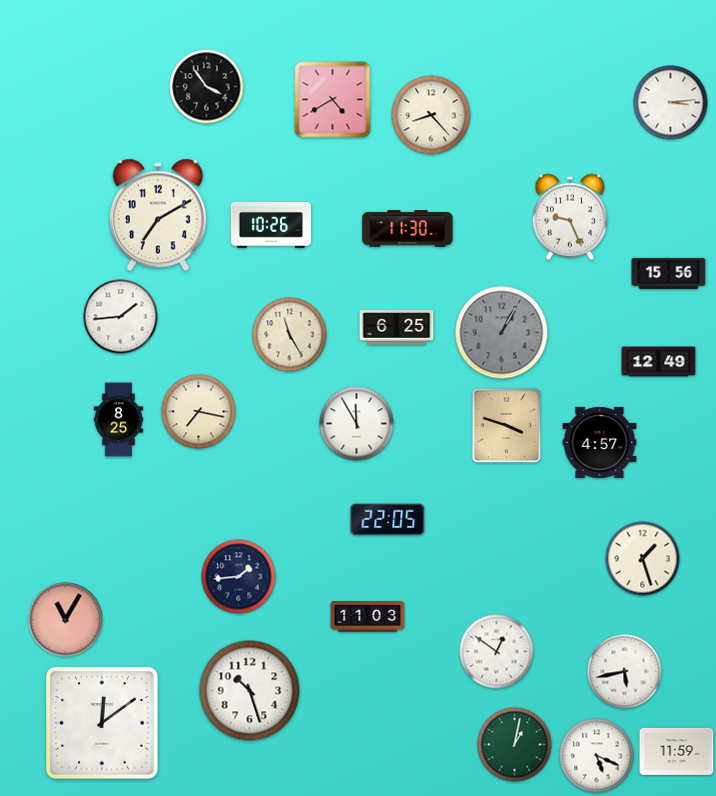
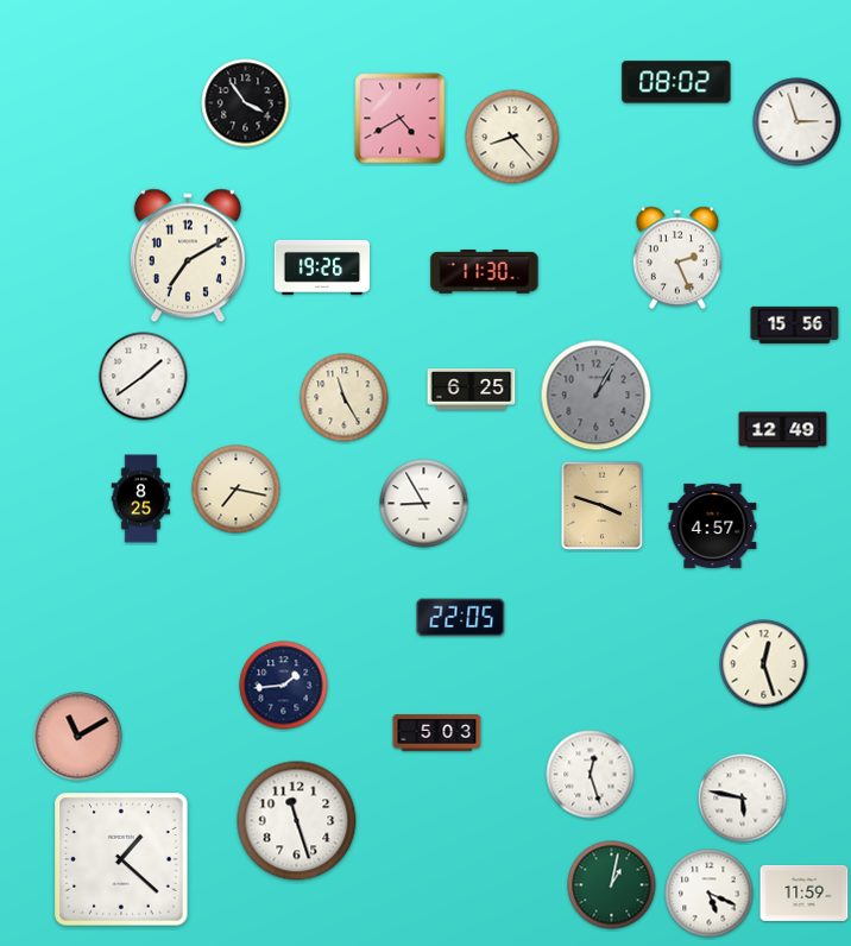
clock at (676, 82): none -> 08:02
clock at (333, 100) position: (333, 100) -> (401, 119)
clock at (671, 103): 3:14 -> 2:57
clock at (569, 217): 9:26 -> 2:26
clock at (271, 225): 10:26 -> 19:26
clock at (121, 317): 1:44 -> 1:39
clock at (357, 424): 11:55 -> 8:55
clock at (643, 559): 1:27 -> 12:27
clock at (368, 617): 11:03 -> 5:03
clock at (66, 620): 11:05 -> 11:10
clock at (497, 652): 12:51 -> 12:27
clock at (625, 672): 5:43 -> 5:47
clock at (250, 691): 10:27 -> 11:27
clock at (102, 723): 12:09 -> 1:22
clock at (597, 756) position: (597, 756) -> (710, 894)
